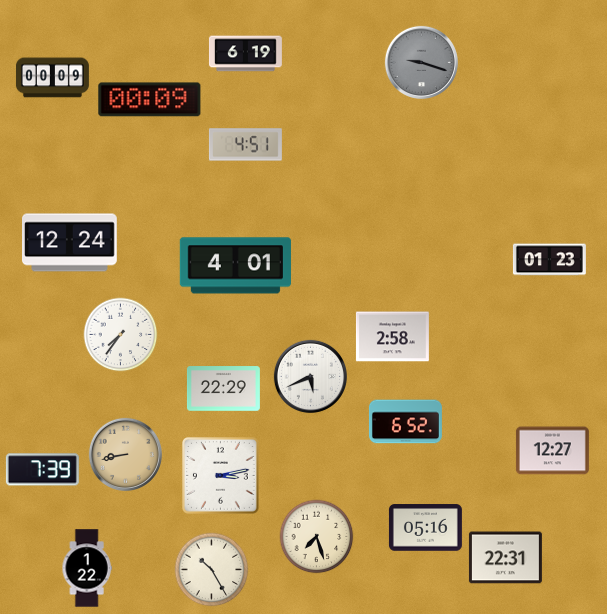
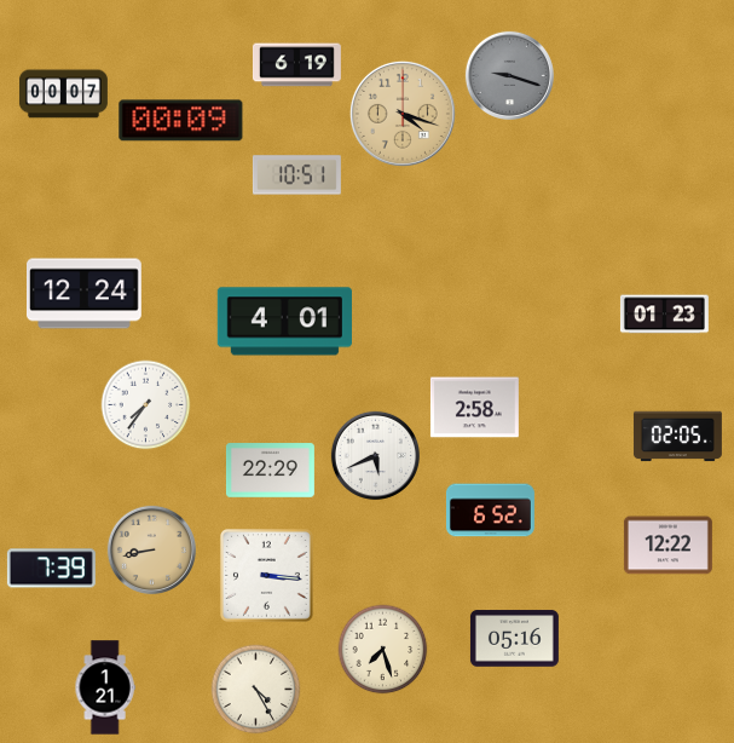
clock at (52, 78): 00:09 -> 00:07
clock at (403, 114): none -> 4:18
clock at (245, 145): 4:51 -> 10:51
clock at (677, 437): none -> 02:05
clock at (552, 451): 12:27 -> 12:22
clock at (220, 475): 3:13 -> 3:16
clock at (505, 558): 22:31 -> none
clock at (87, 568): 1:22 -> 1:21
clock at (212, 570): 10:25 -> 4:25
